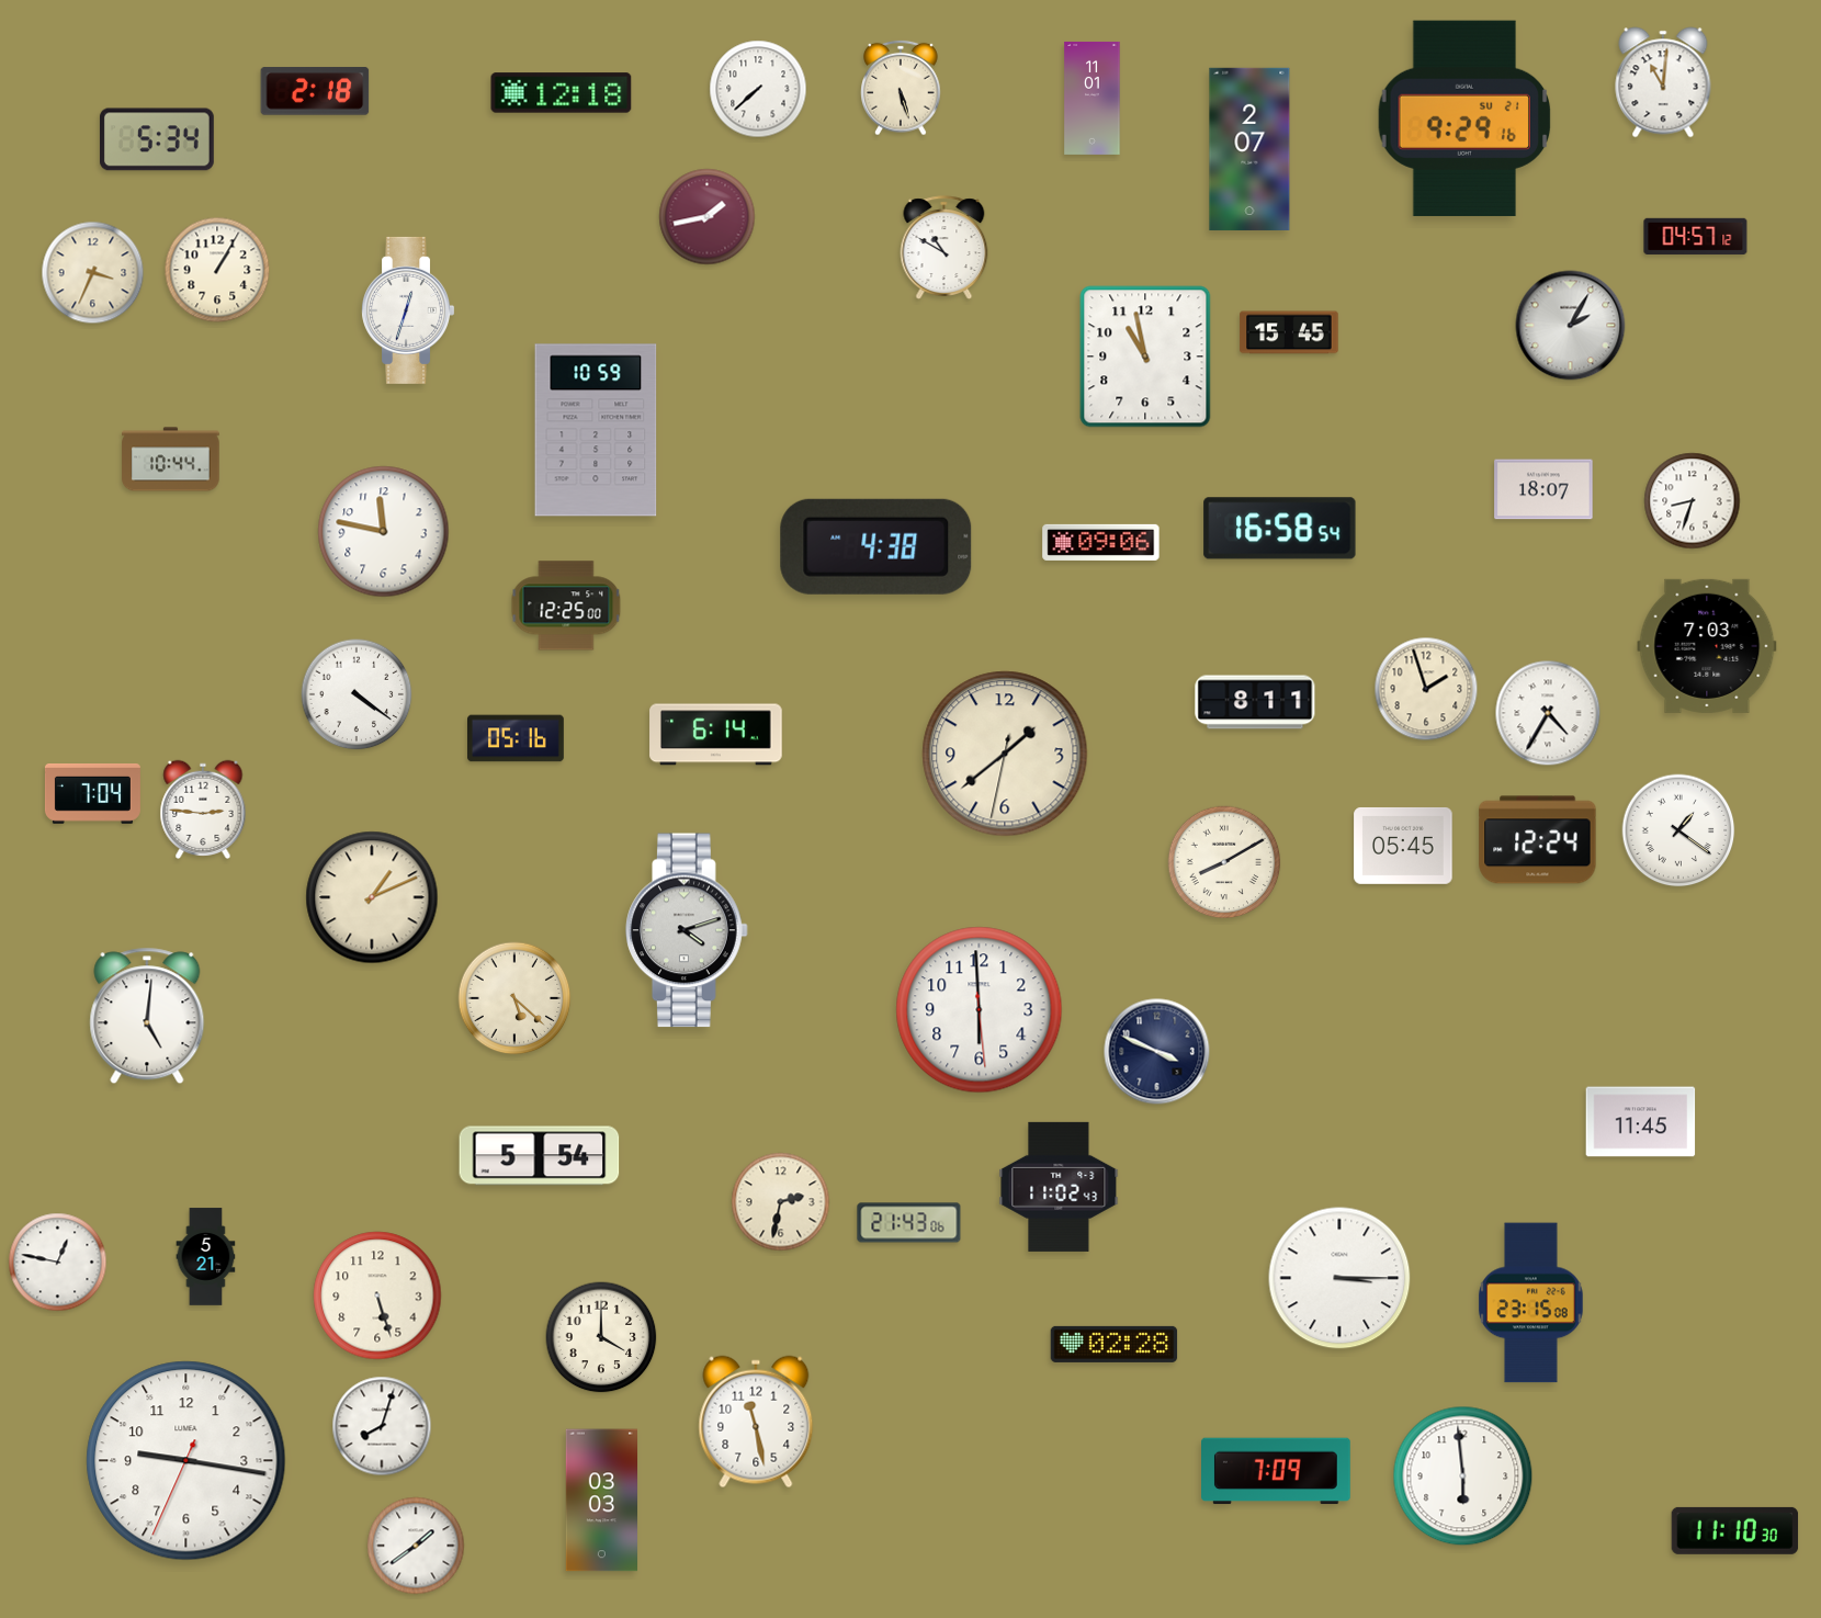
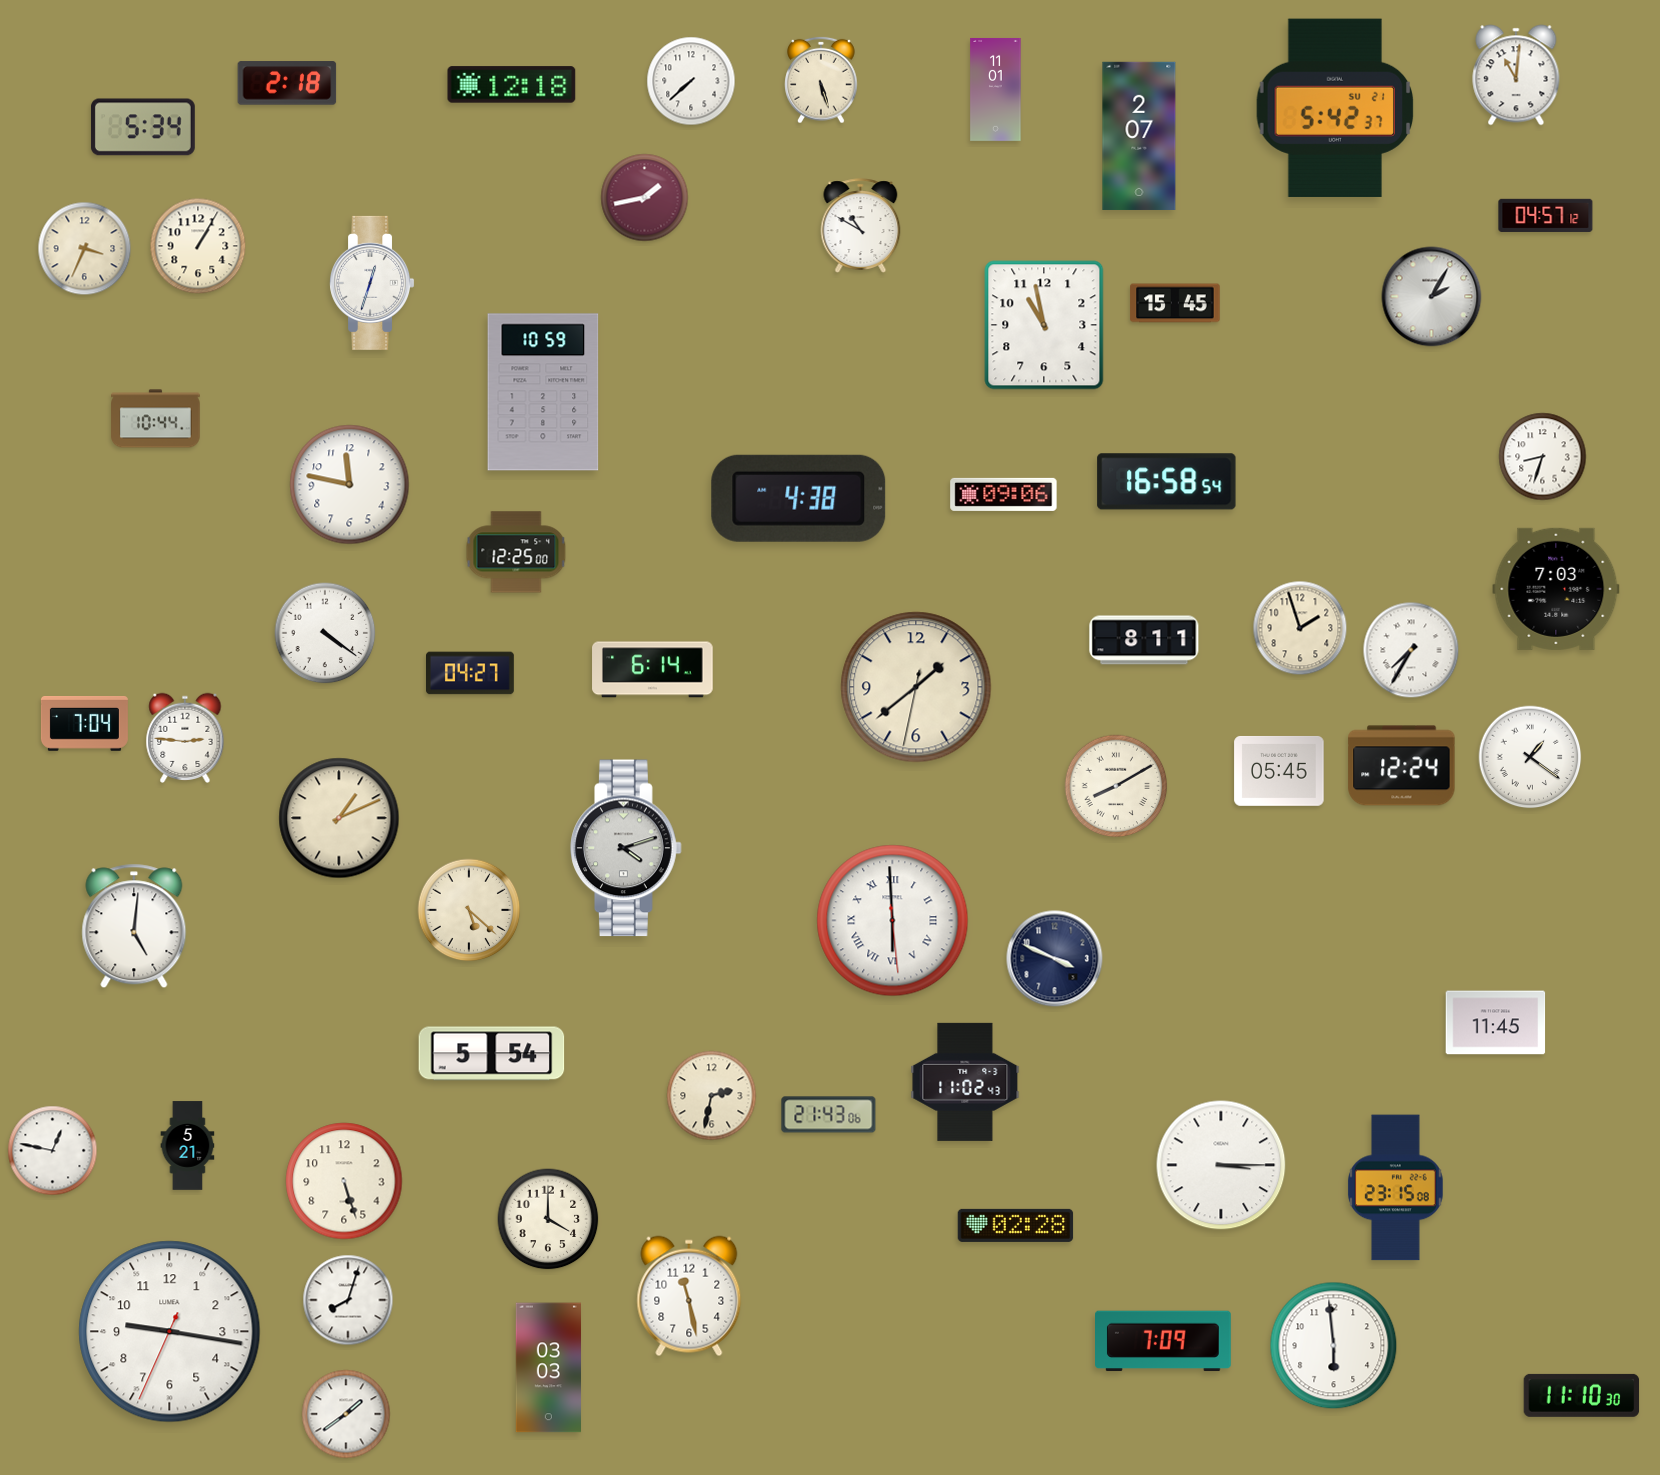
clock at (1464, 118): 9:29 -> 5:42
clock at (1543, 489): 18:07 -> none
clock at (1548, 713): 4:35 -> 7:35
clock at (517, 738): 05:16 -> 04:27
clock at (980, 1010) numerals: Arabic -> Roman
clock at (416, 1546) position: (416, 1546) -> (346, 1414)
